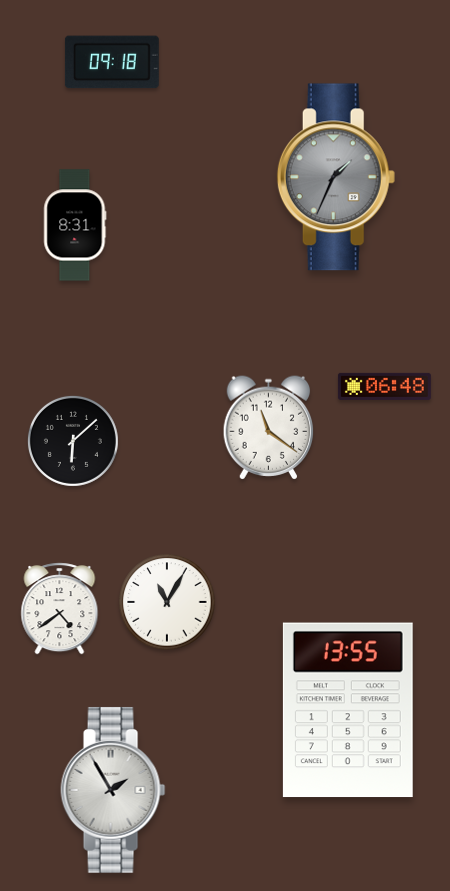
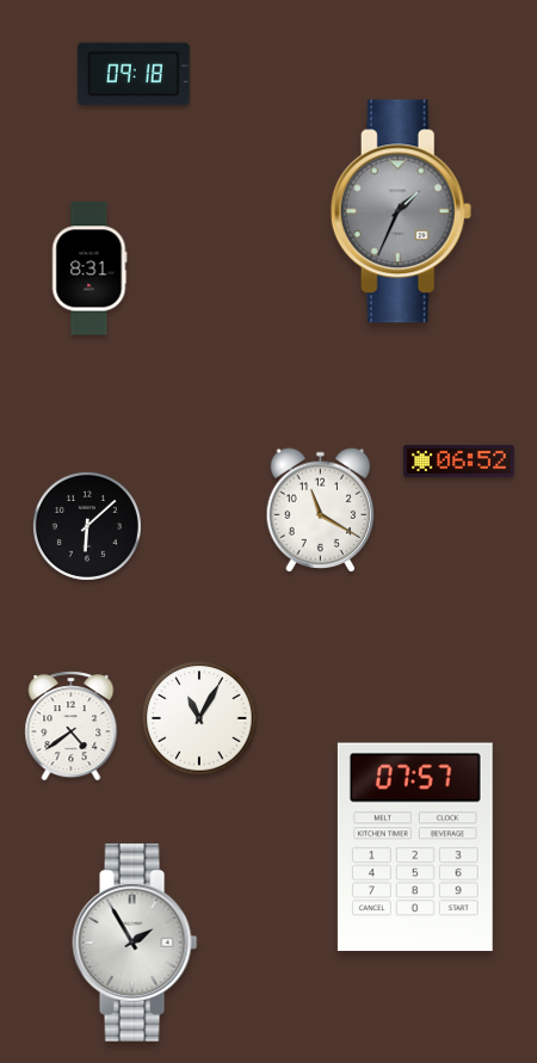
clock at (384, 386): 06:48 -> 06:52
clock at (269, 428): 11:21 -> 11:20
clock at (348, 710): 13:55 -> 07:57
